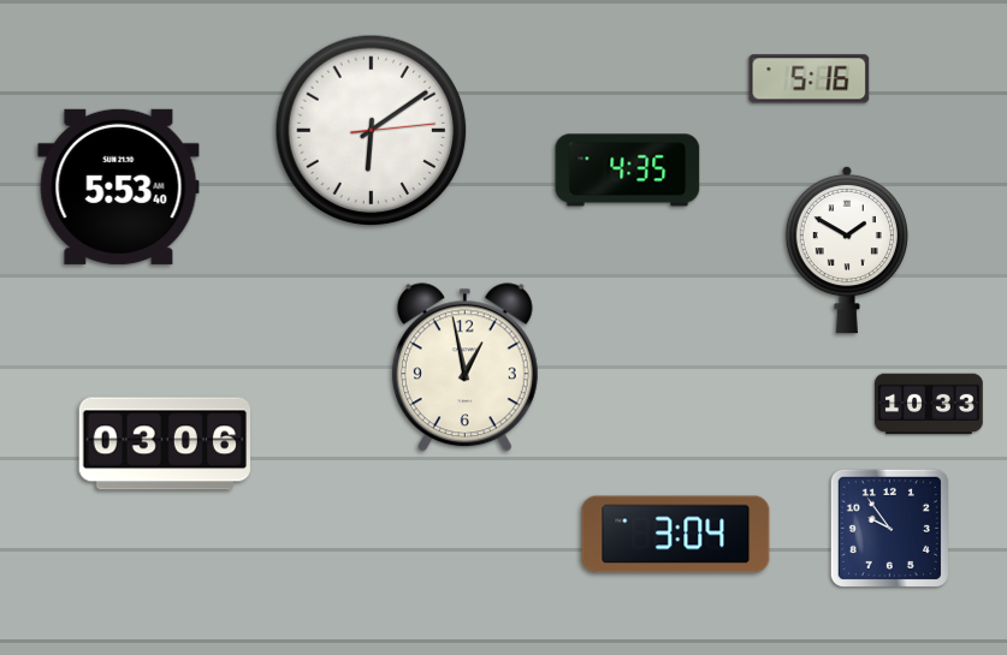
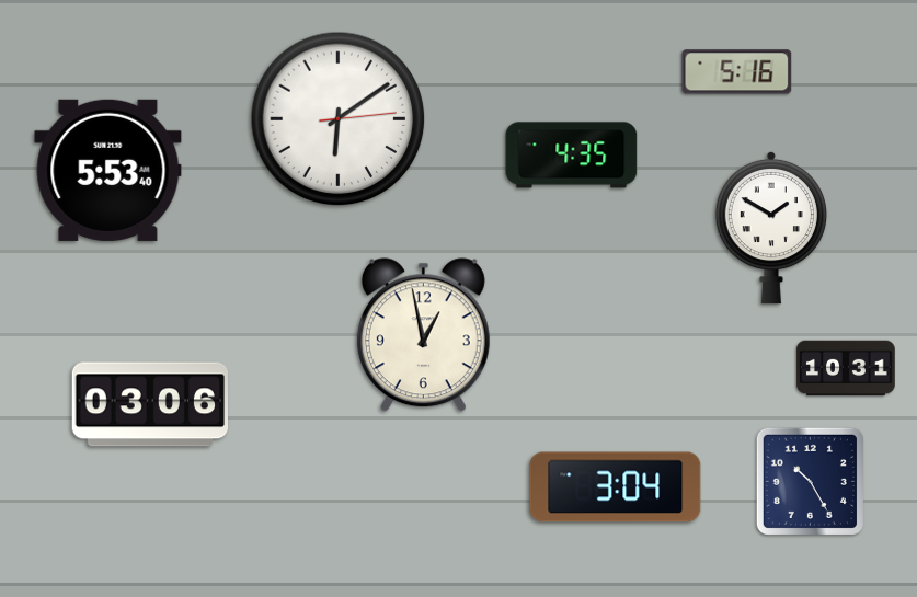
clock at (929, 404): 10:33 -> 10:31
clock at (889, 528): 9:54 -> 10:25
